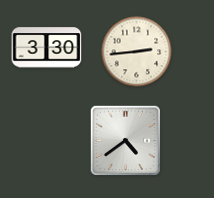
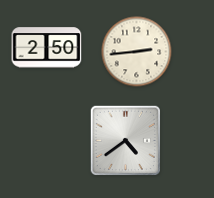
clock at (47, 48): 3:30 -> 2:50
